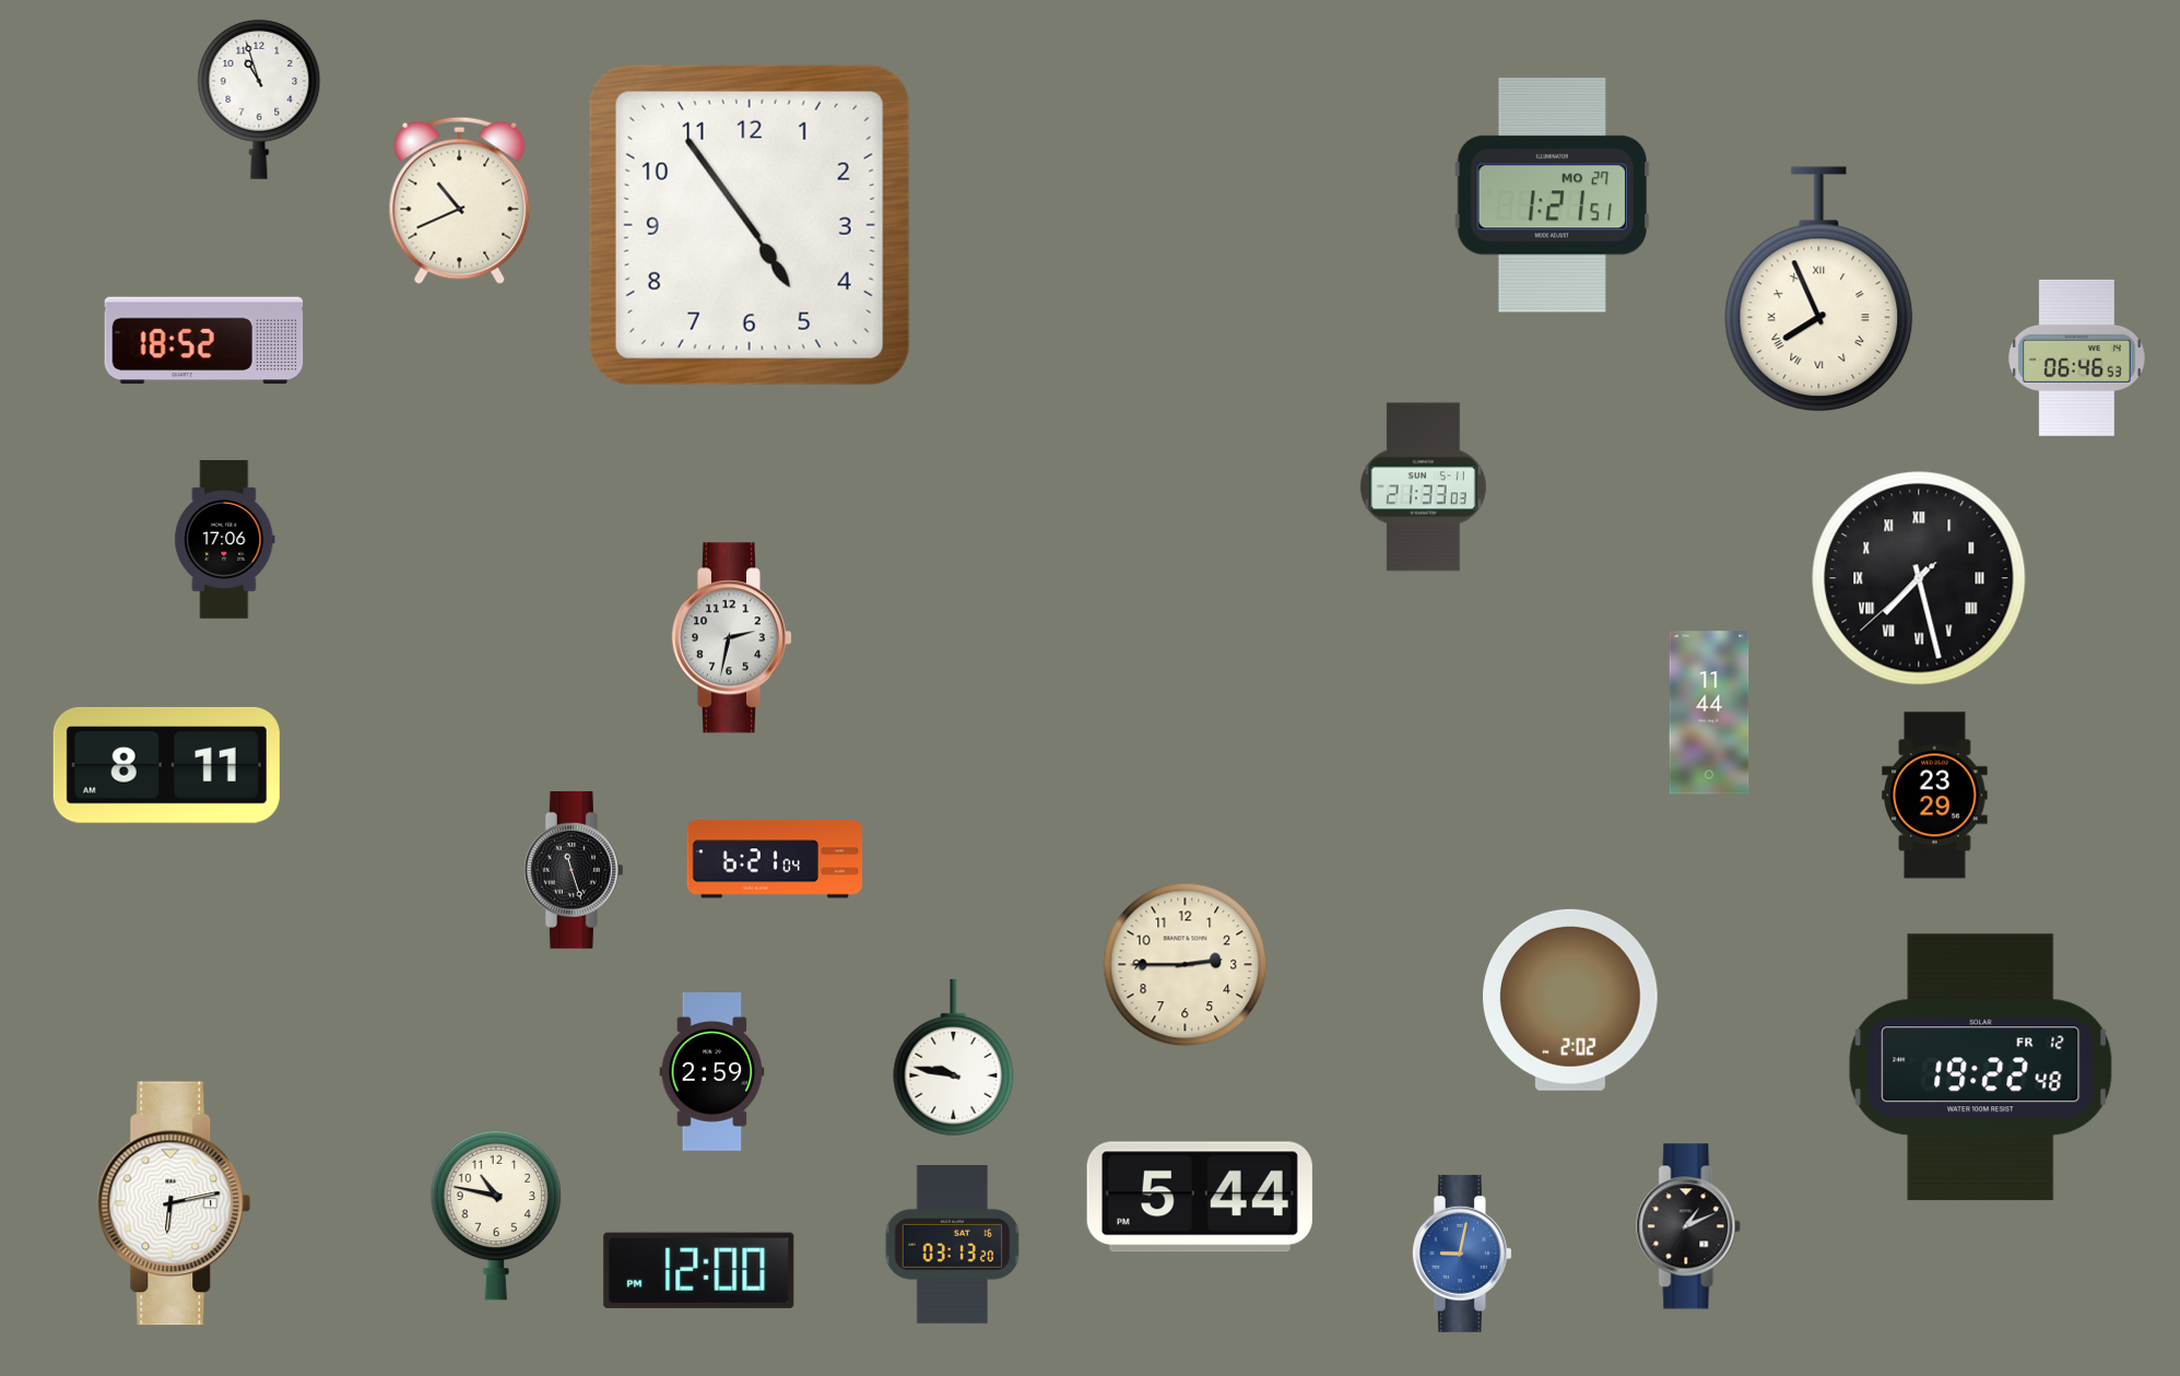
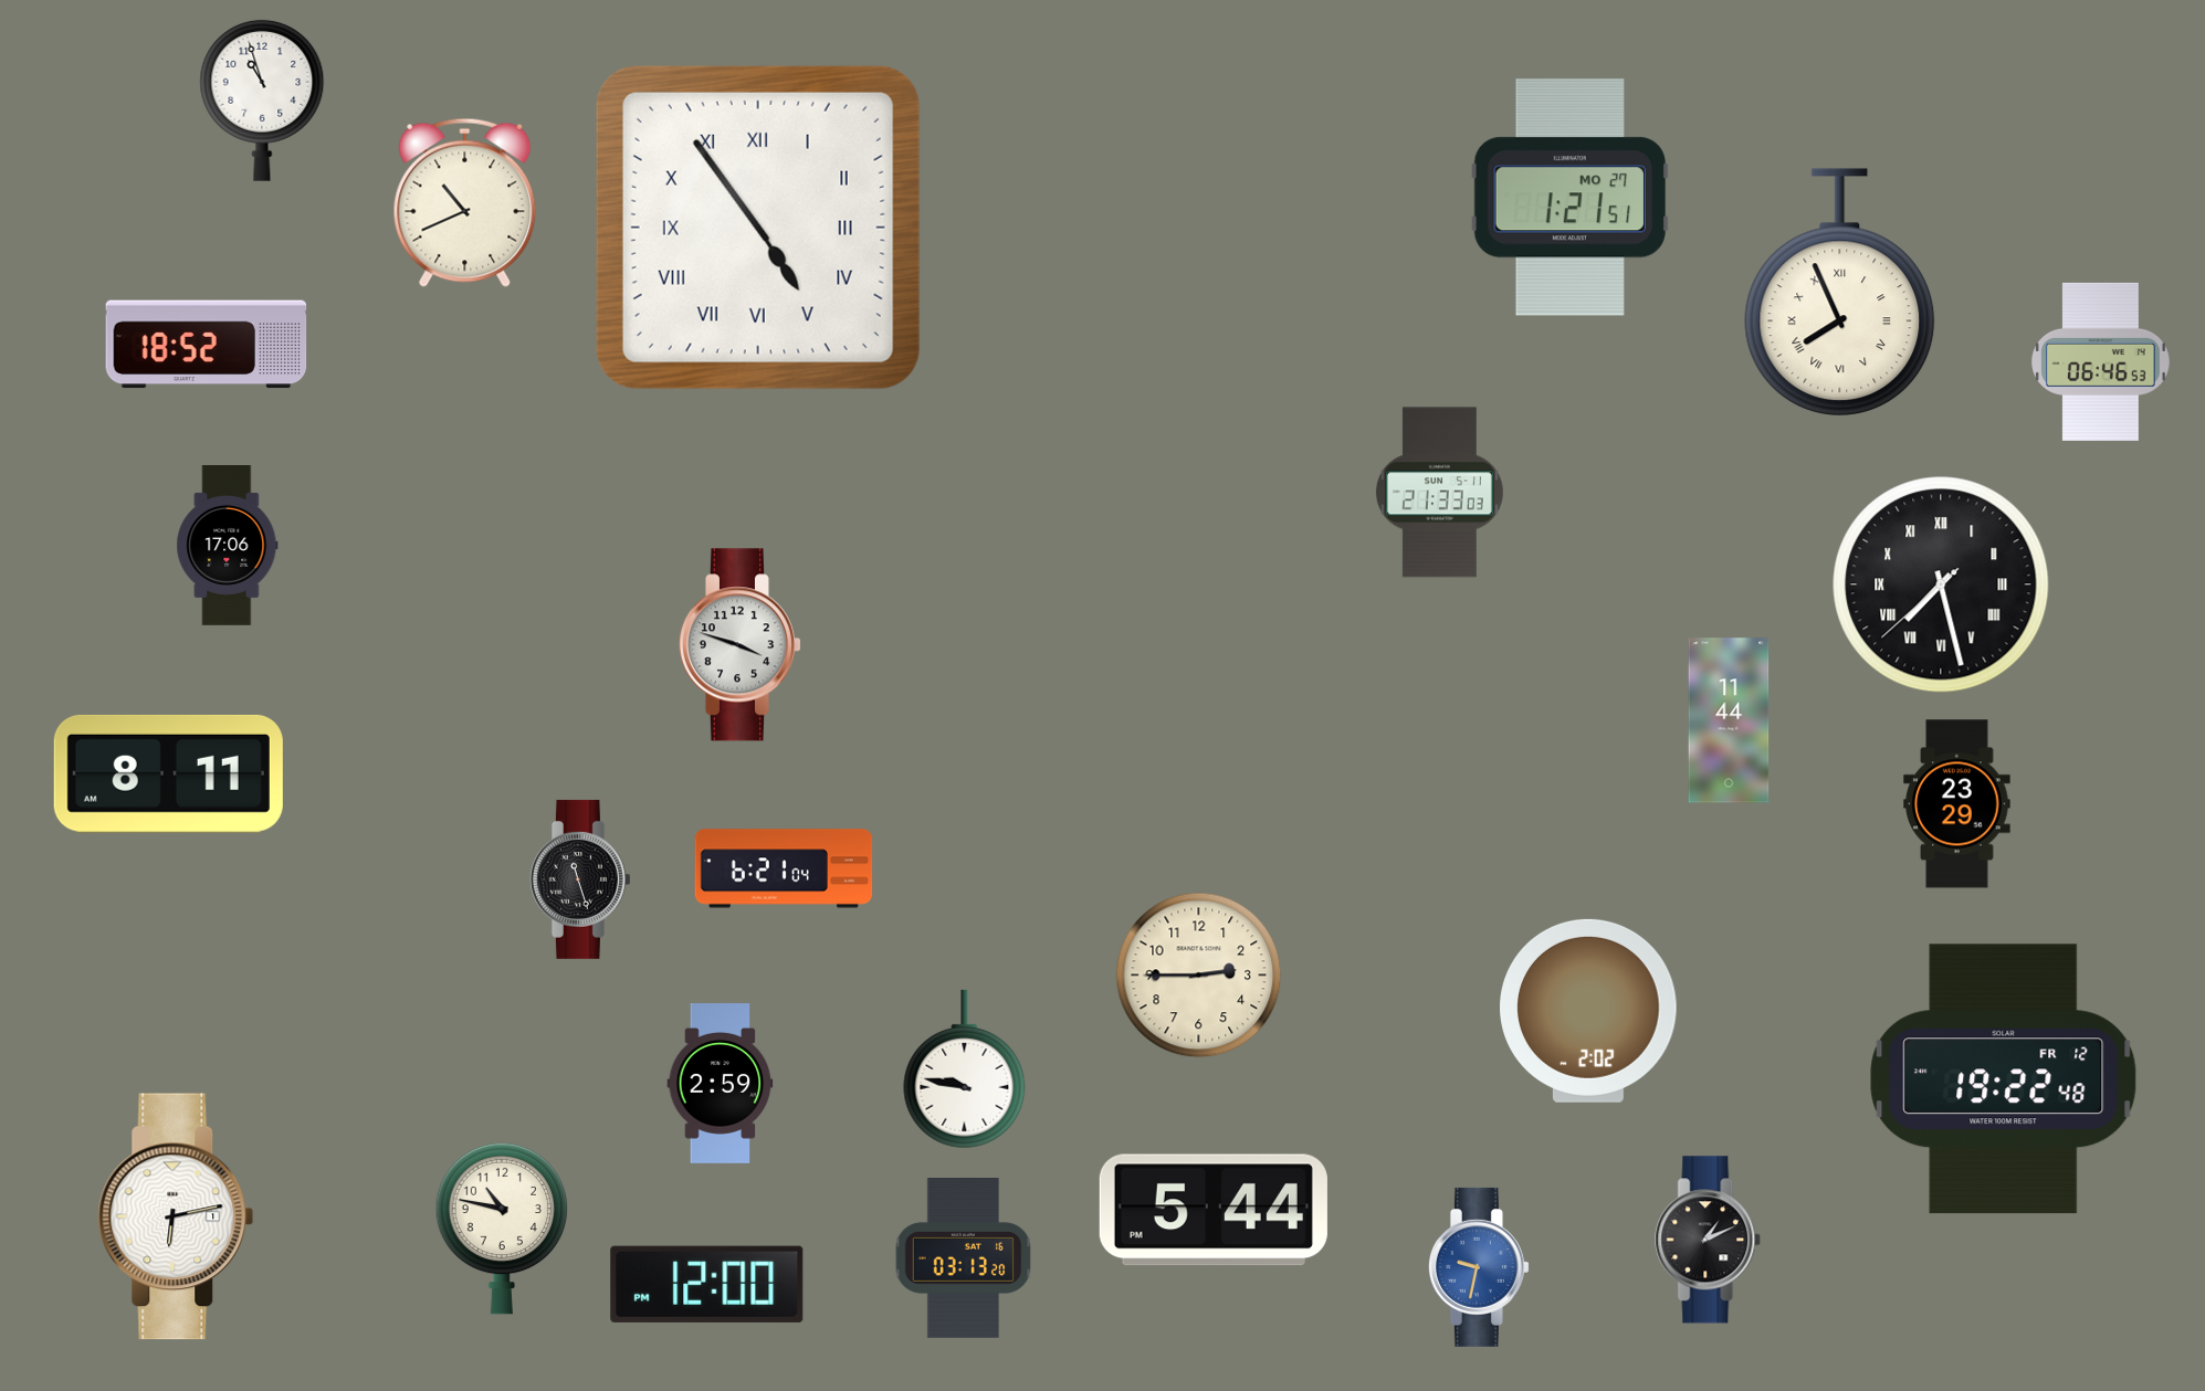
clock at (750, 225) numerals: Arabic -> Roman
clock at (731, 638): 2:32 -> 3:48
clock at (1462, 1254): 9:02 -> 9:32
